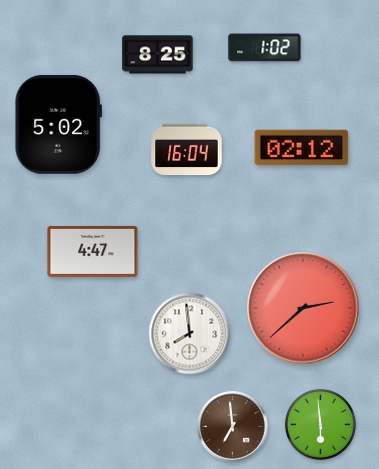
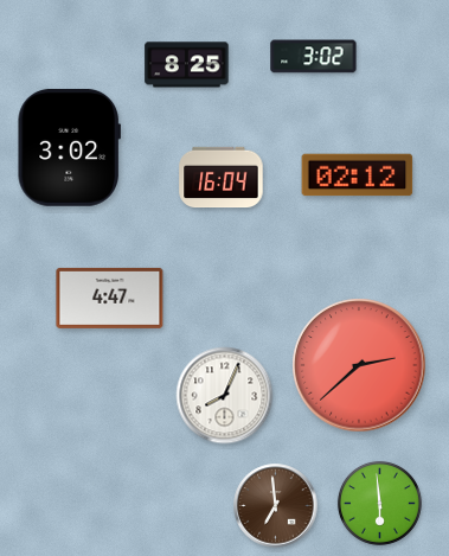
clock at (265, 48): 1:02 -> 3:02
clock at (58, 124): 5:02 -> 3:02
clock at (190, 334): 7:59 -> 8:04
